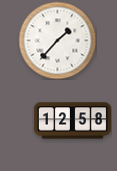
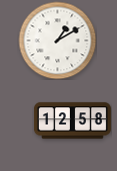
clock at (57, 40): 1:37 -> 1:10
